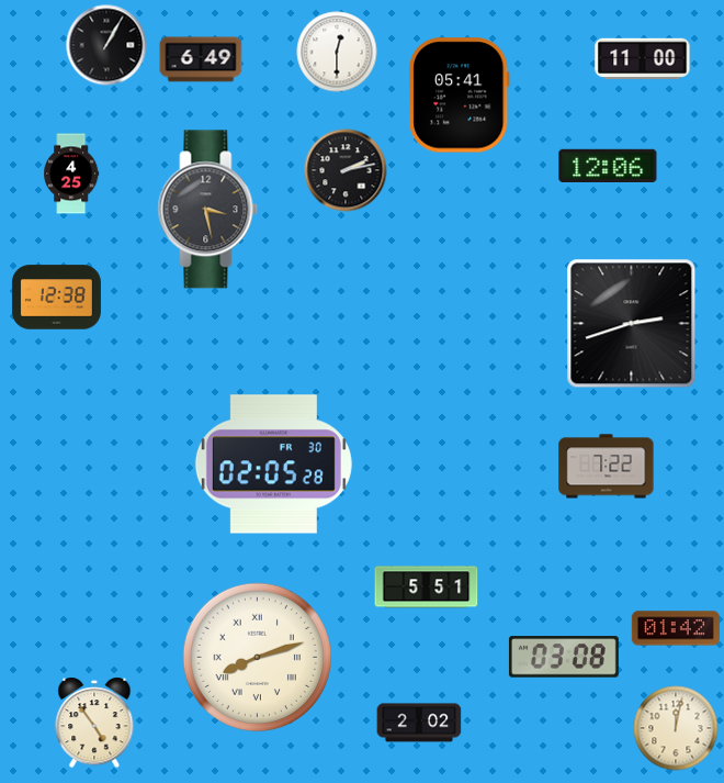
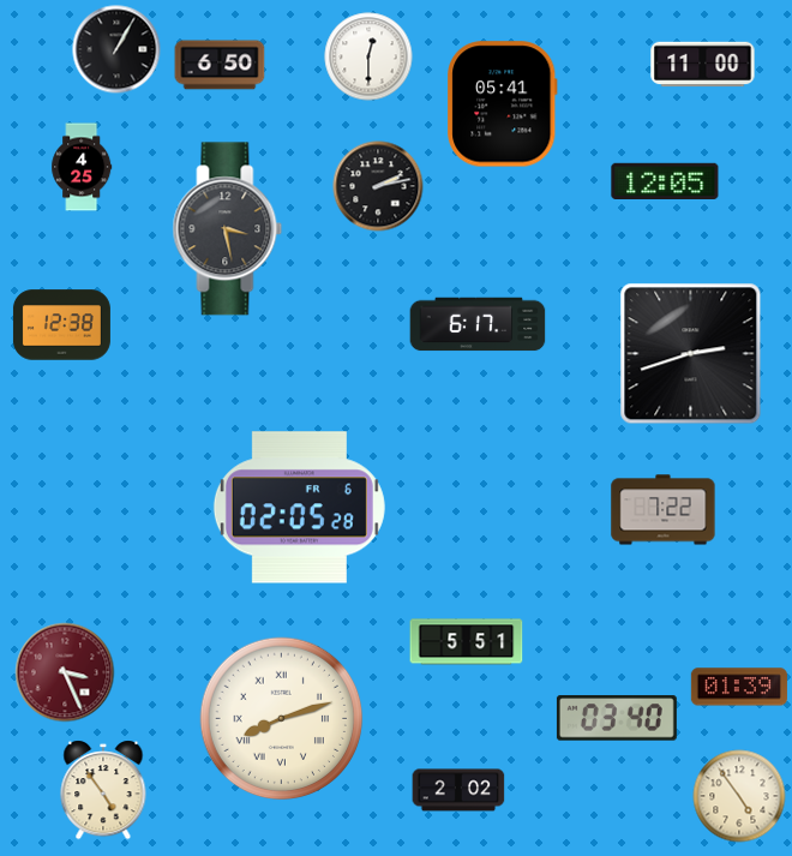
clock at (201, 59): 6:49 -> 6:50
clock at (608, 165): 12:06 -> 12:05
clock at (71, 174) position: (71, 174) -> (82, 167)
clock at (478, 324): none -> 6:17
clock at (273, 465) date: FR 30 -> FR 6
clock at (65, 672): none -> 3:26
clock at (676, 628): 01:42 -> 01:39
clock at (564, 657): 03:08 -> 03:40
clock at (676, 728): 12:02 -> 4:54
